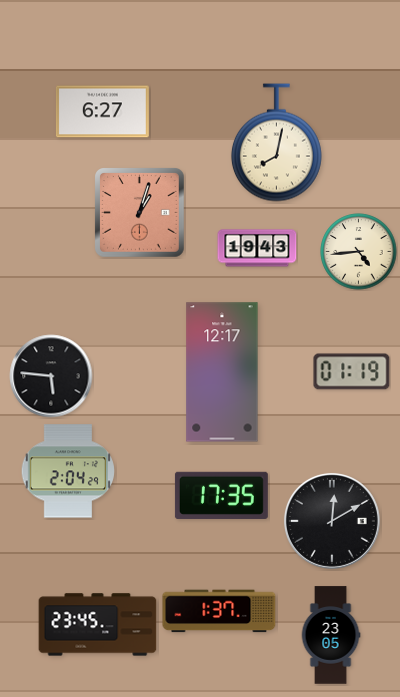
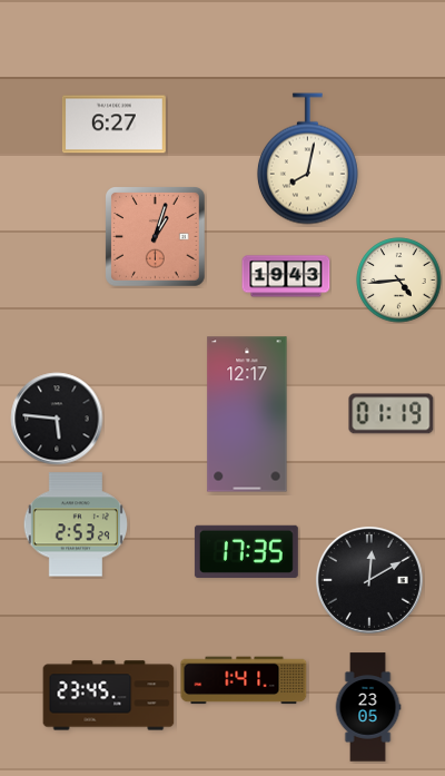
clock at (68, 471): 2:04 -> 2:53
clock at (219, 611): 1:37 -> 1:41
